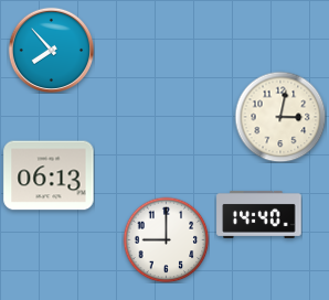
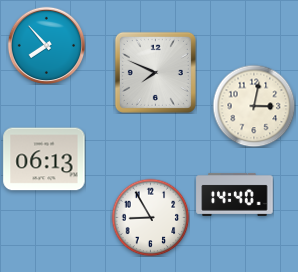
clock at (155, 72): none -> 7:49
clock at (166, 239): 9:00 -> 8:55
